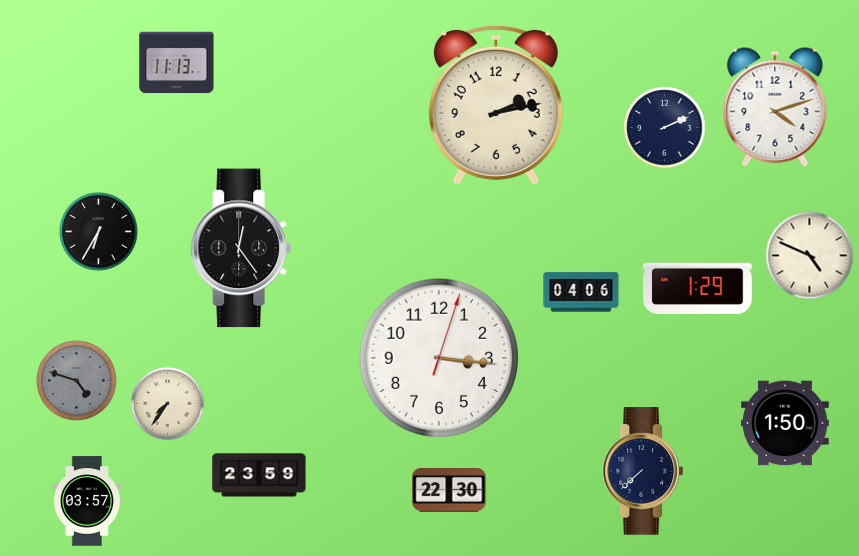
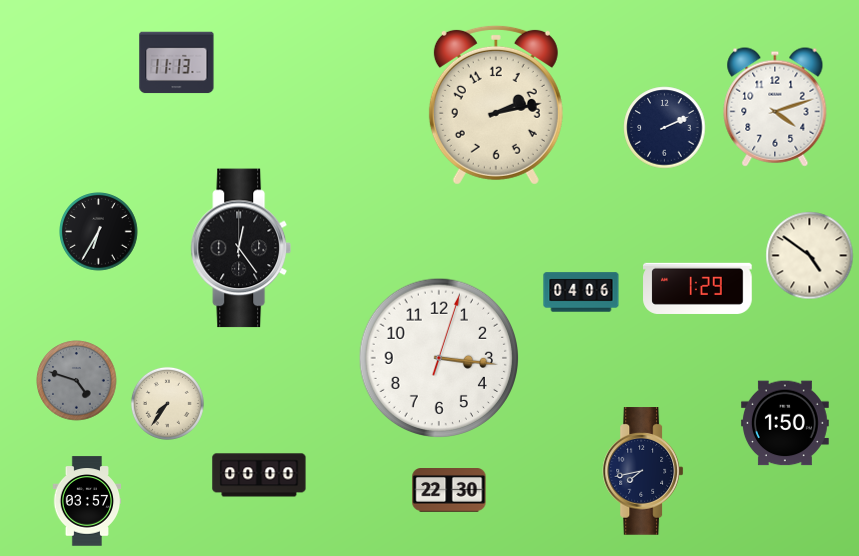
clock at (810, 256): 4:49 -> 4:51
clock at (643, 471): 7:38 -> 7:43
clock at (259, 475): 23:59 -> 00:00
